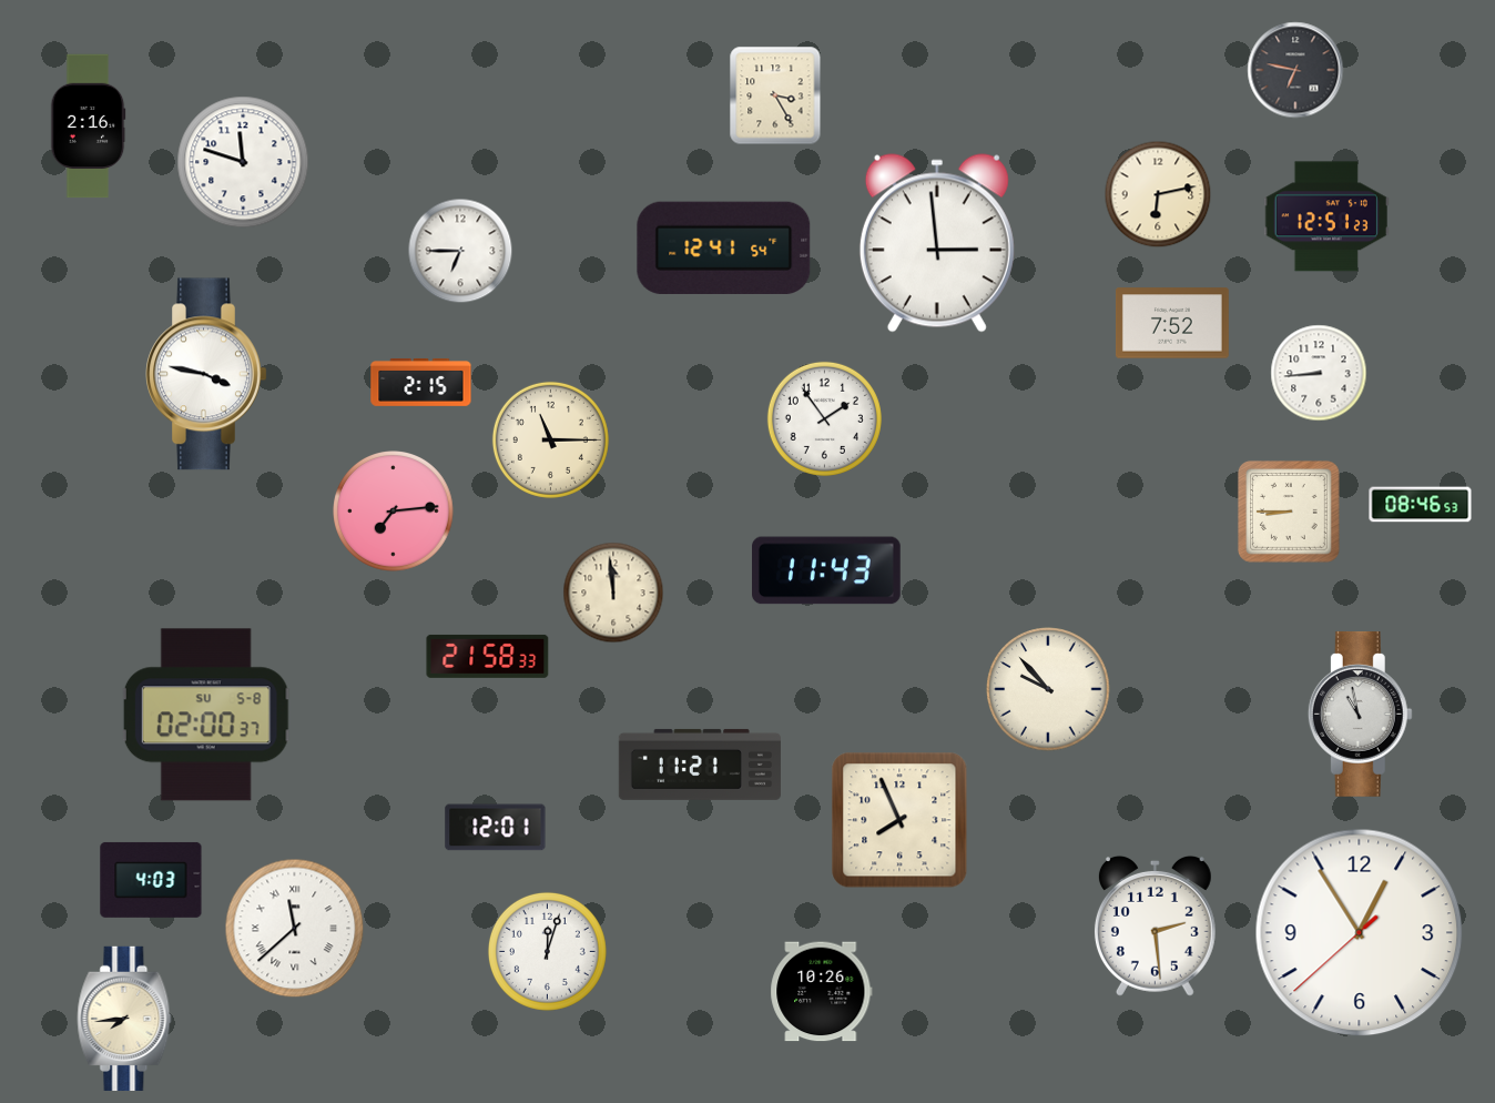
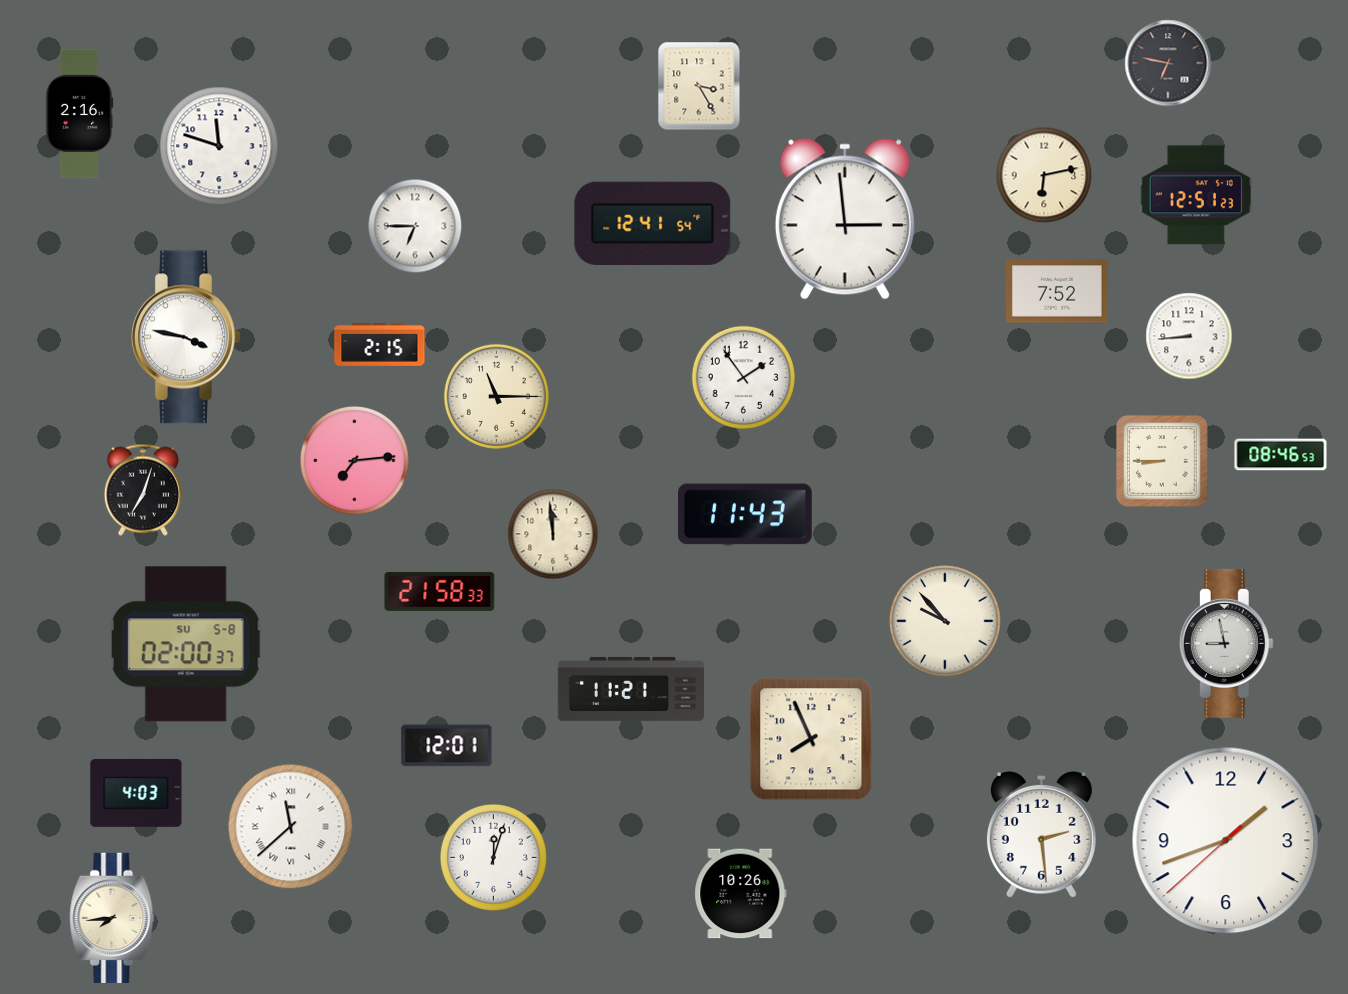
clock at (143, 490): none -> 7:03
clock at (1360, 714): 10:58 -> 8:58
clock at (295, 929) position: (295, 929) -> (291, 827)
clock at (1360, 933): 12:54 -> 1:41
